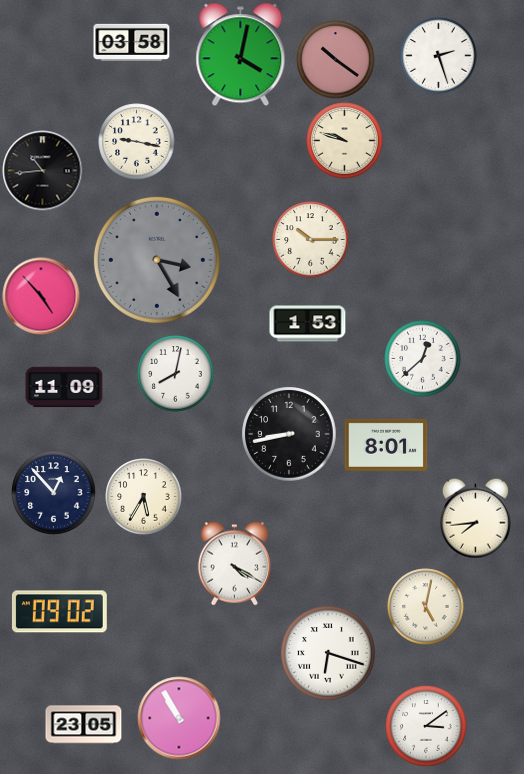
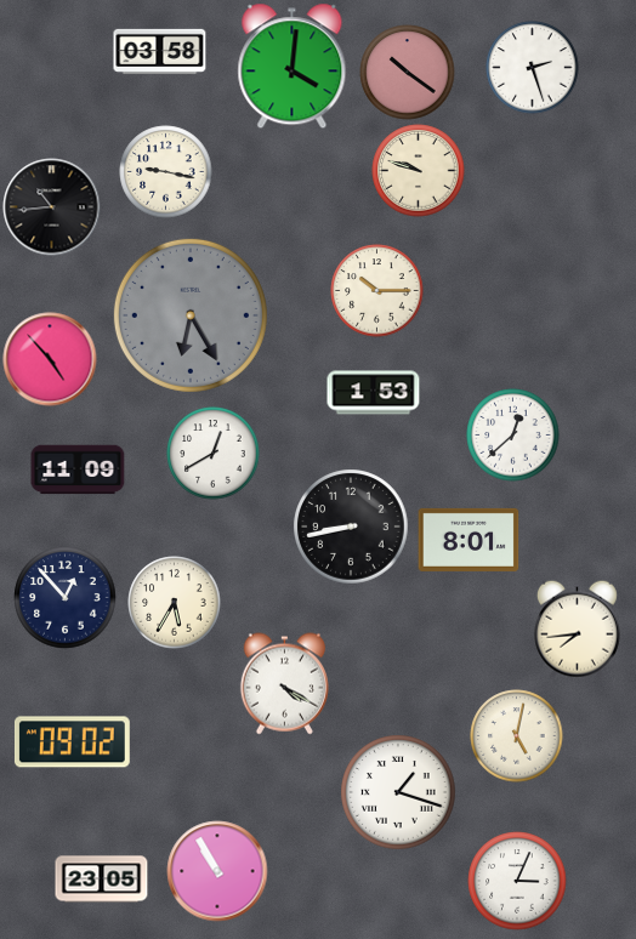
clock at (241, 55): 4:02 -> 4:01
clock at (157, 260): 3:25 -> 6:25
clock at (176, 374): 8:02 -> 12:40
clock at (328, 653): 6:18 -> 1:18
clock at (426, 726): 3:09 -> 3:04
